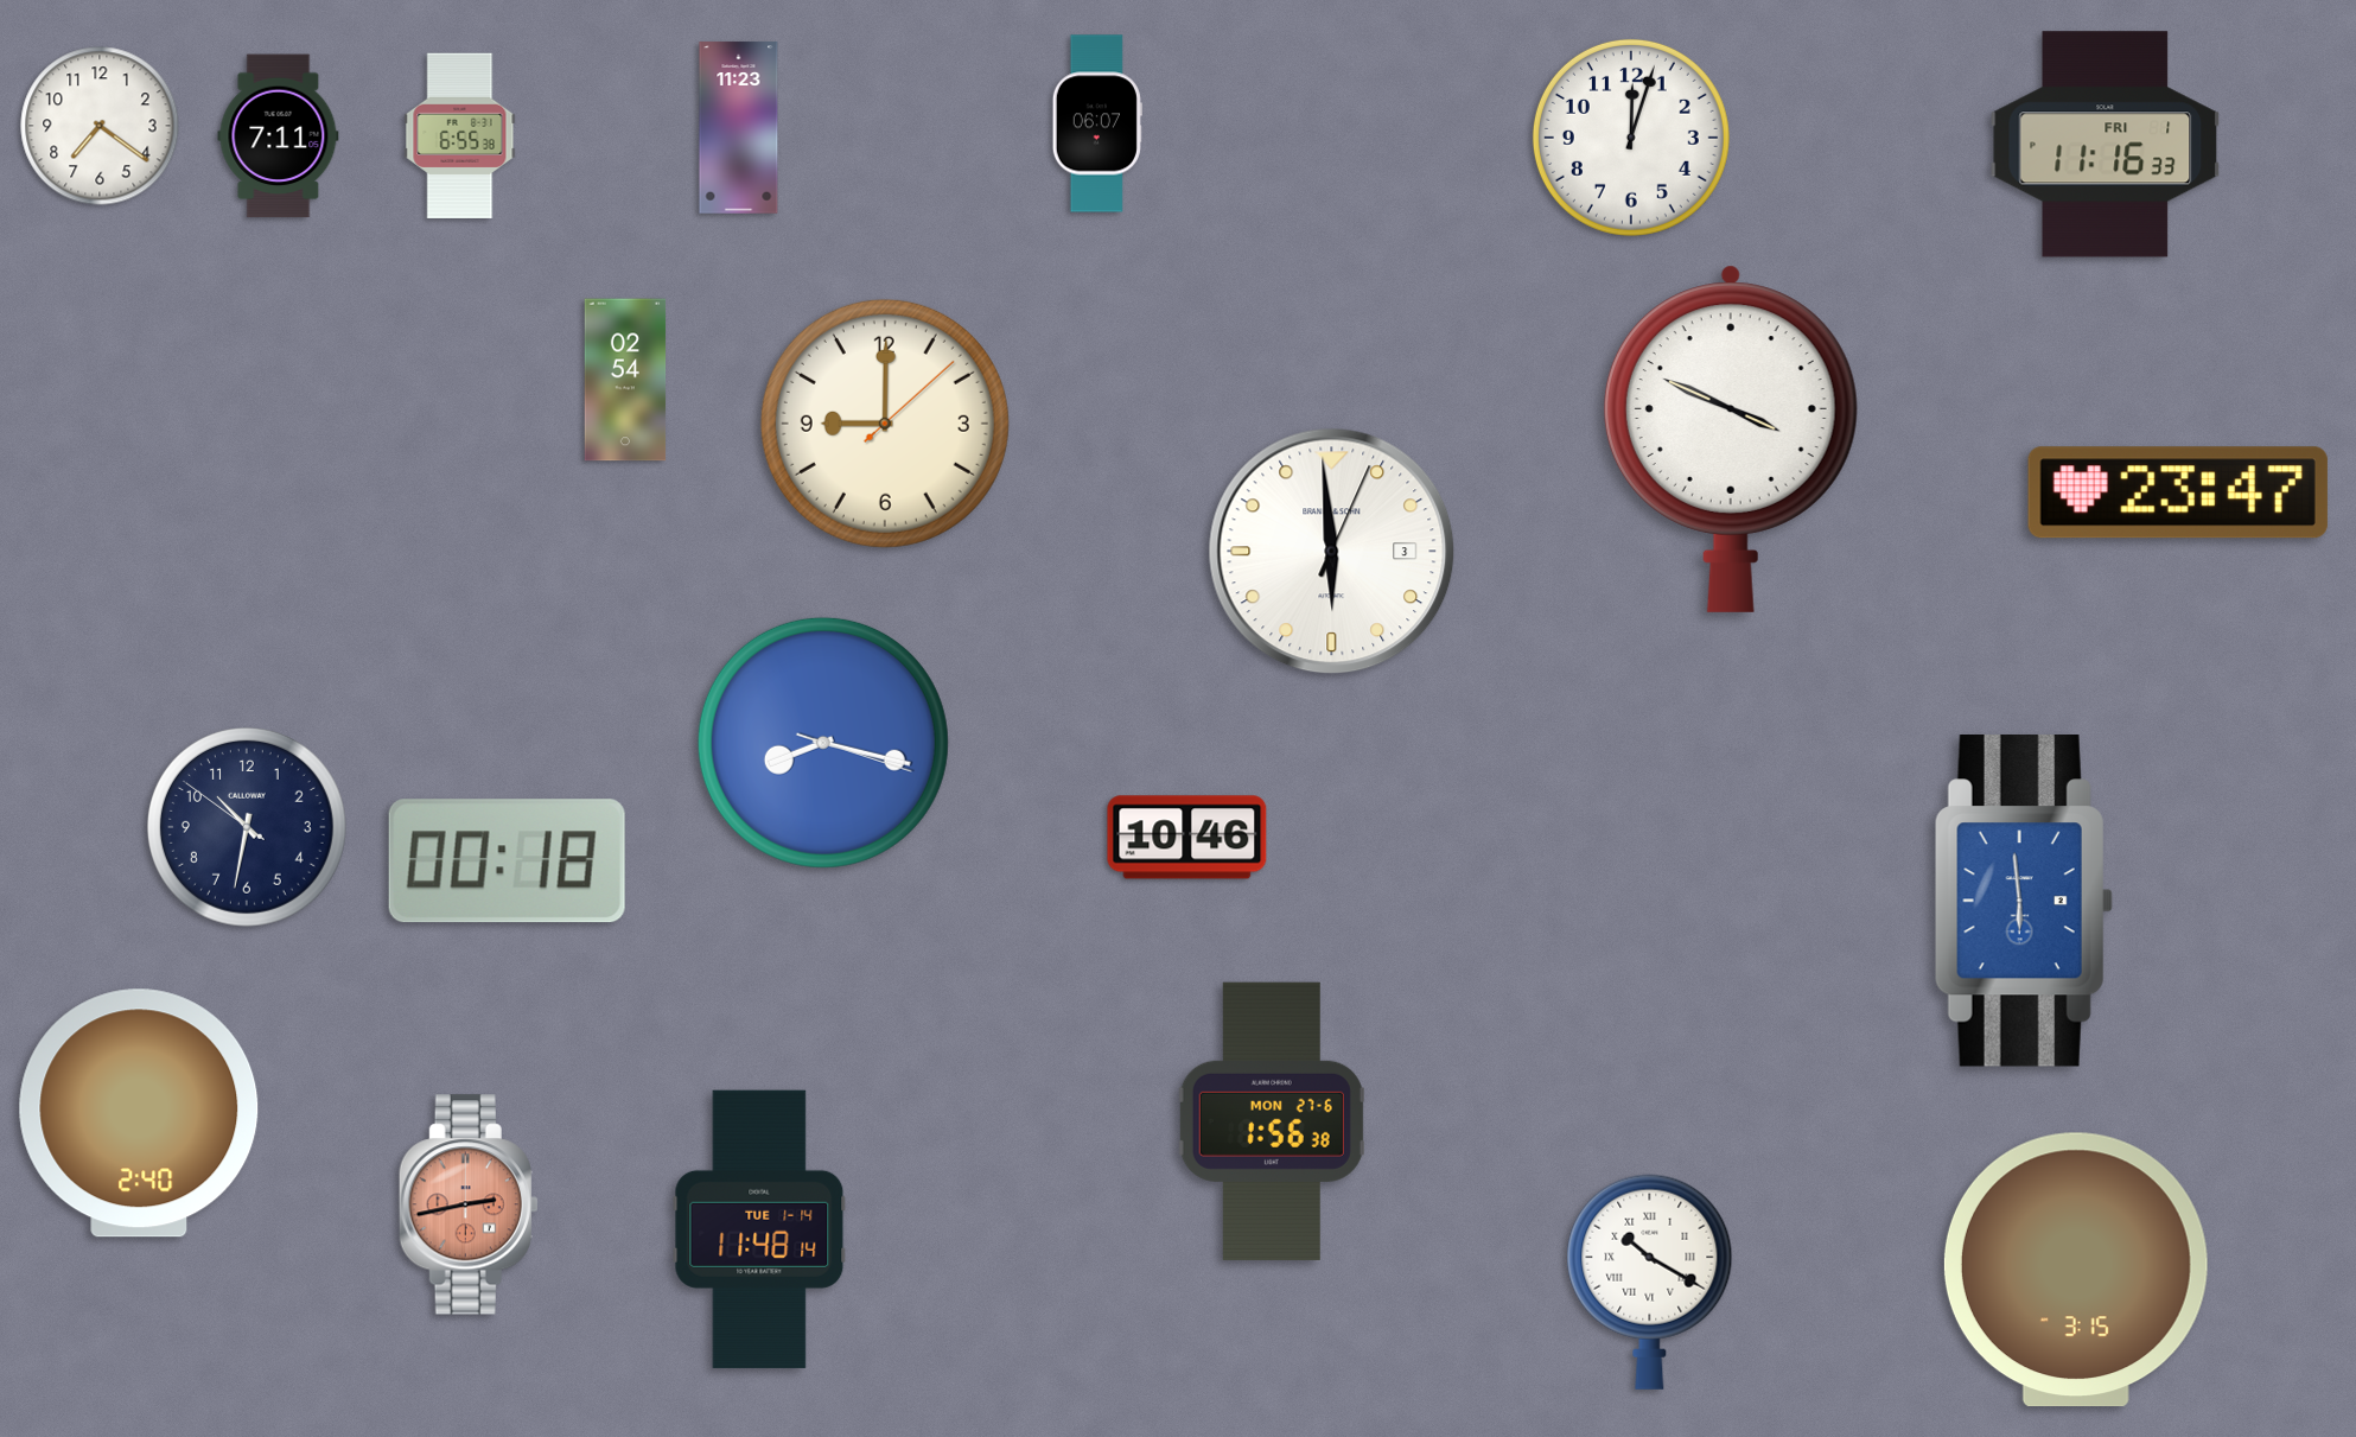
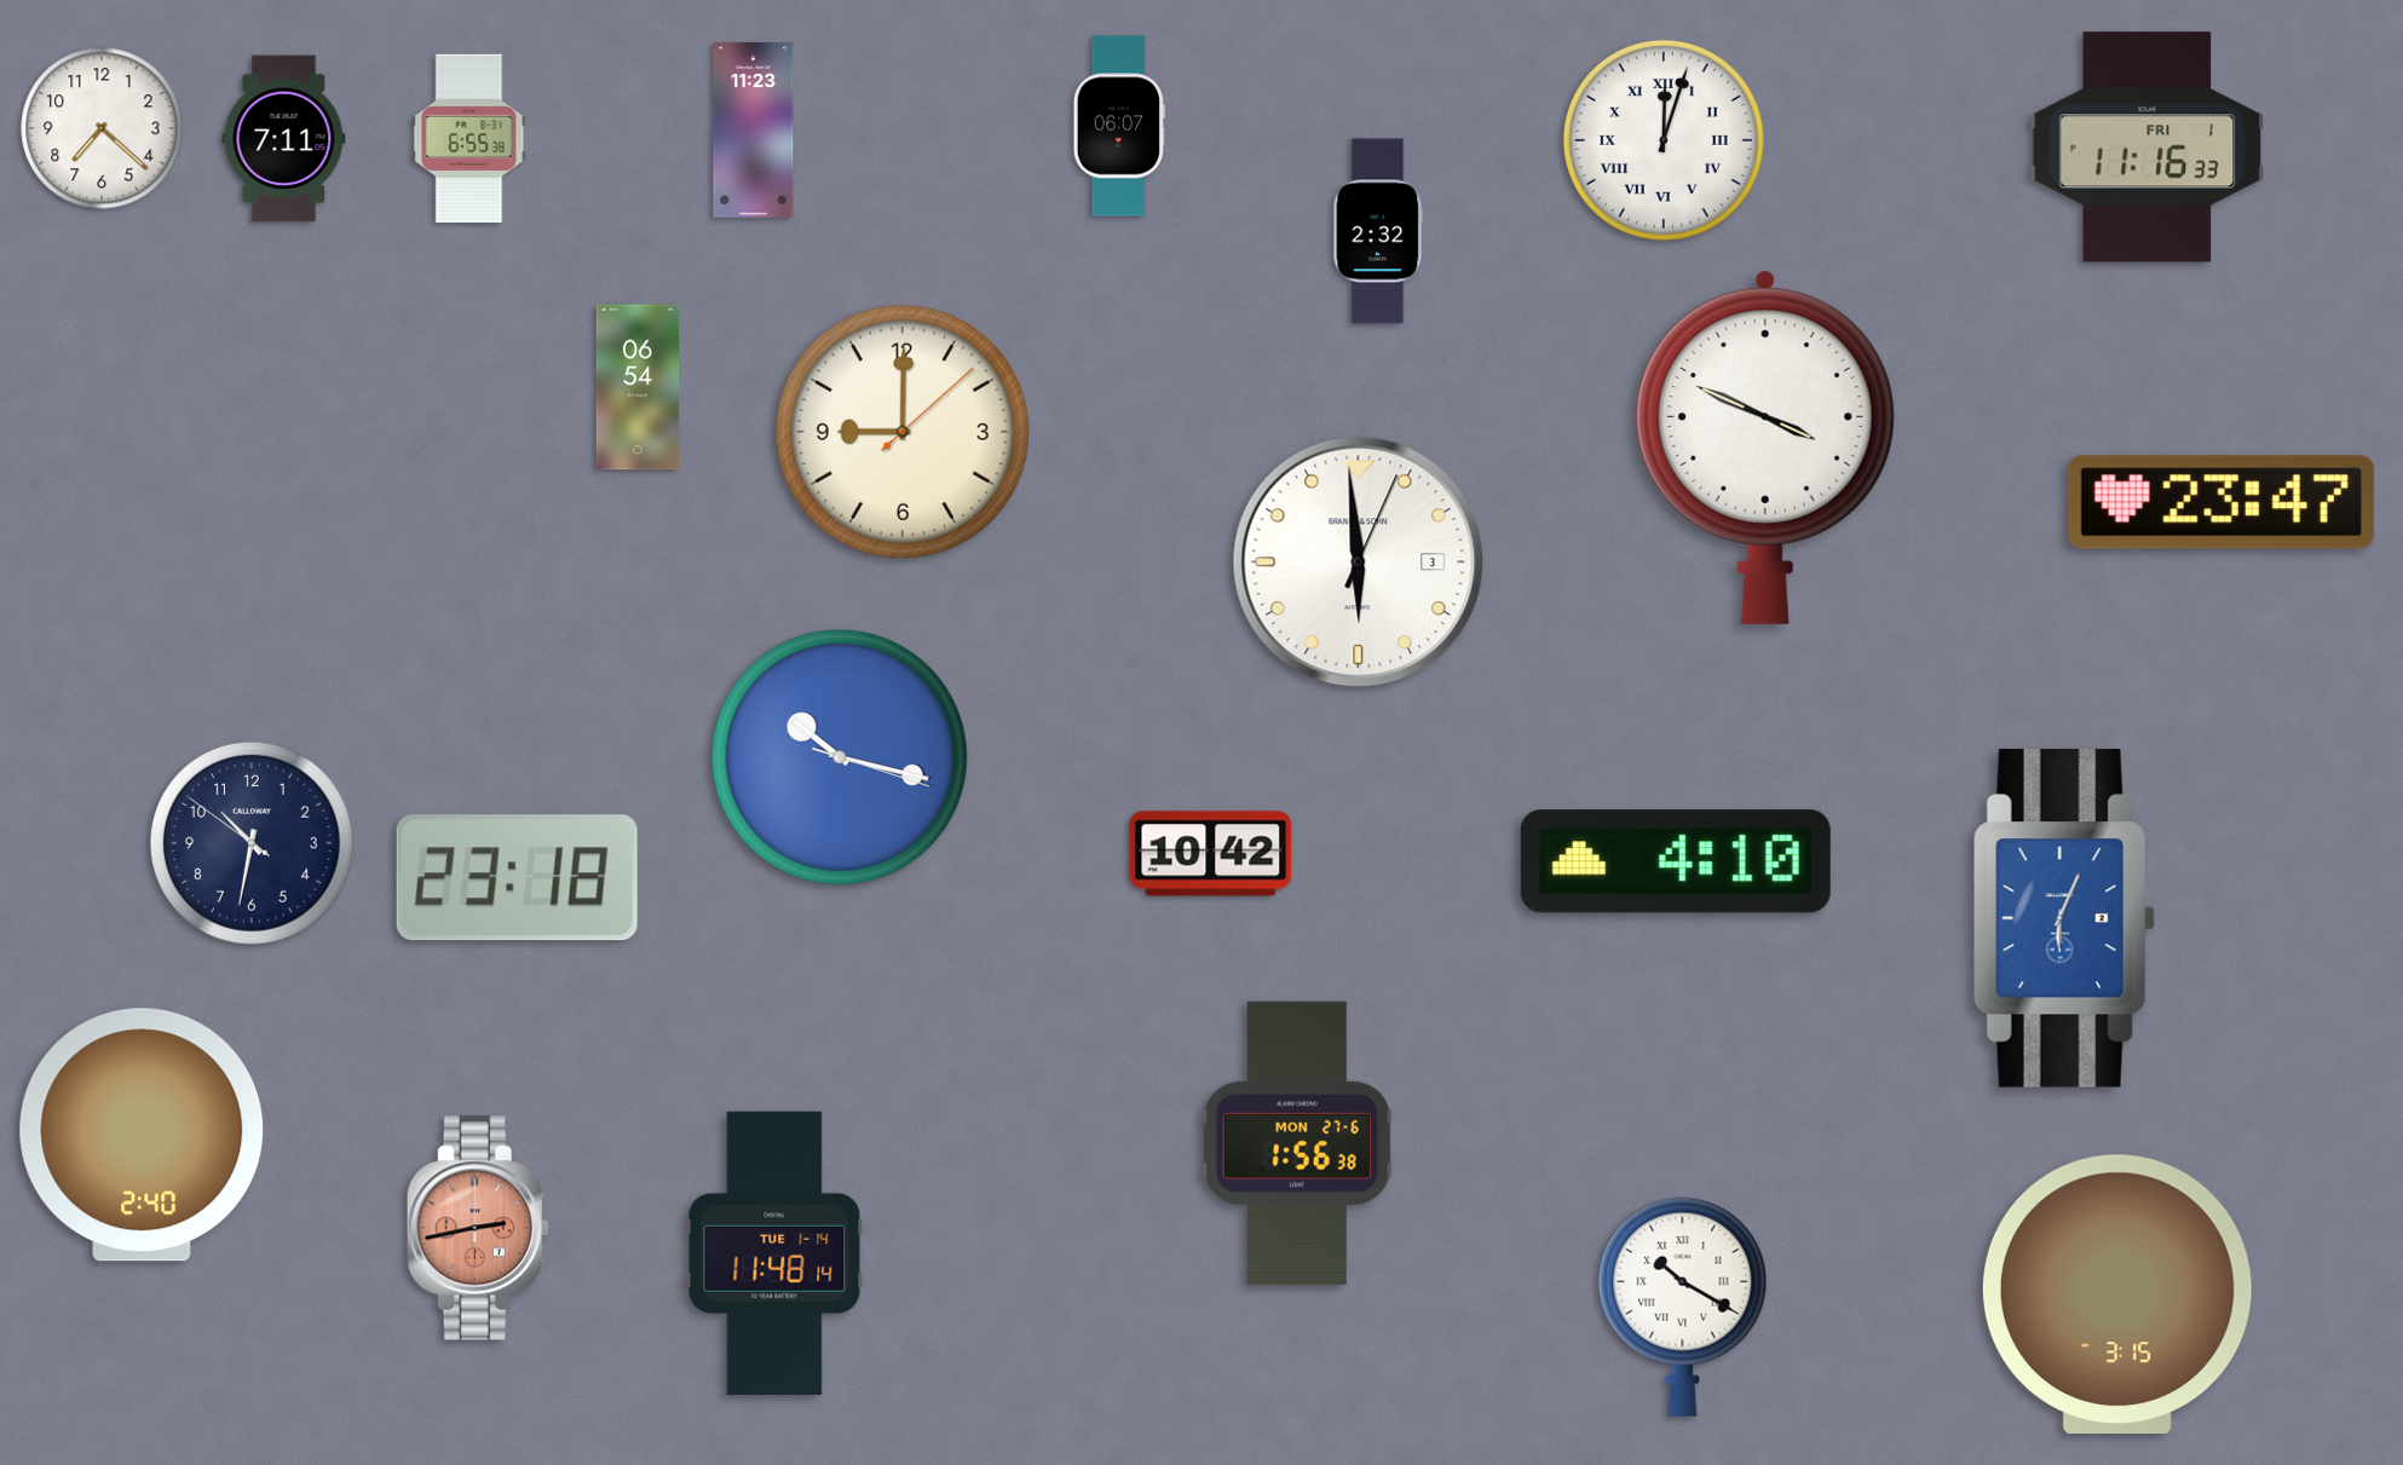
clock at (100, 126): 7:21 -> 7:22
clock at (1631, 138) numerals: Arabic -> Roman
clock at (1378, 231): none -> 2:32
clock at (625, 380): 02:54 -> 06:54
clock at (823, 743): 8:17 -> 10:17
clock at (1187, 838): 10:46 -> 10:42
clock at (1676, 861): none -> 4:10
clock at (507, 861): 00:18 -> 23:18
clock at (2024, 902): 5:59 -> 6:04
